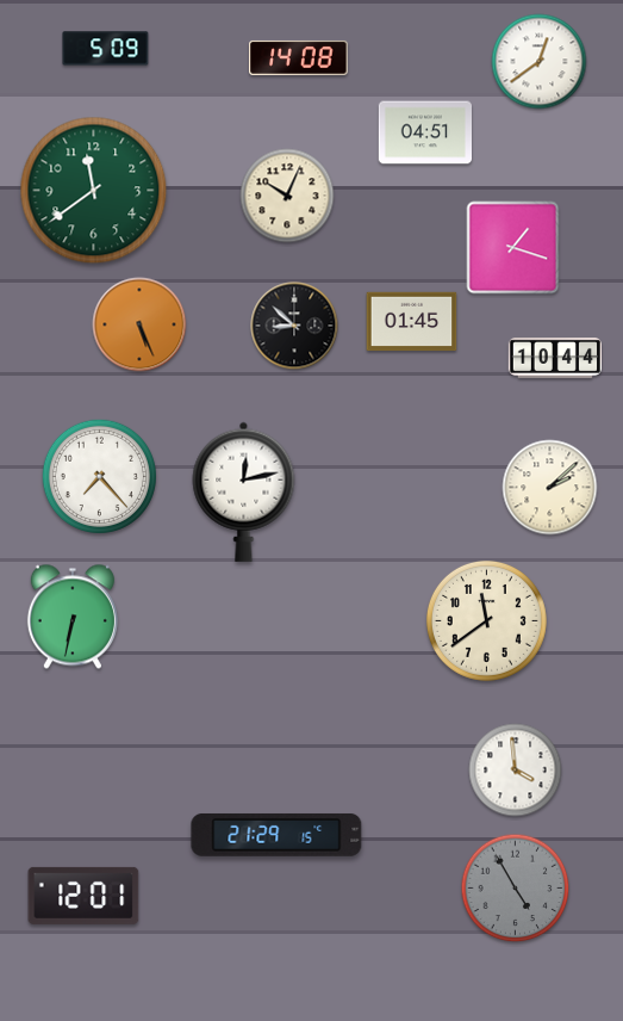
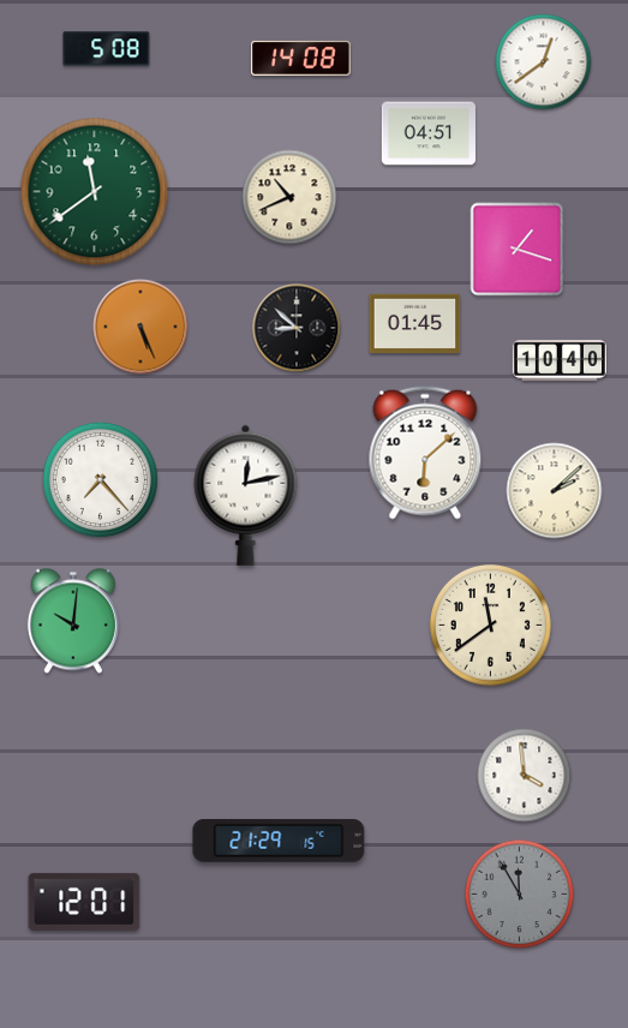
clock at (106, 49): 5:09 -> 5:08
clock at (287, 196): 10:04 -> 10:41
clock at (554, 359): 10:44 -> 10:40
clock at (425, 453): none -> 6:08
clock at (73, 617): 6:32 -> 10:01
clock at (516, 771) position: (516, 771) -> (525, 776)
clock at (516, 889): 4:55 -> 11:55
